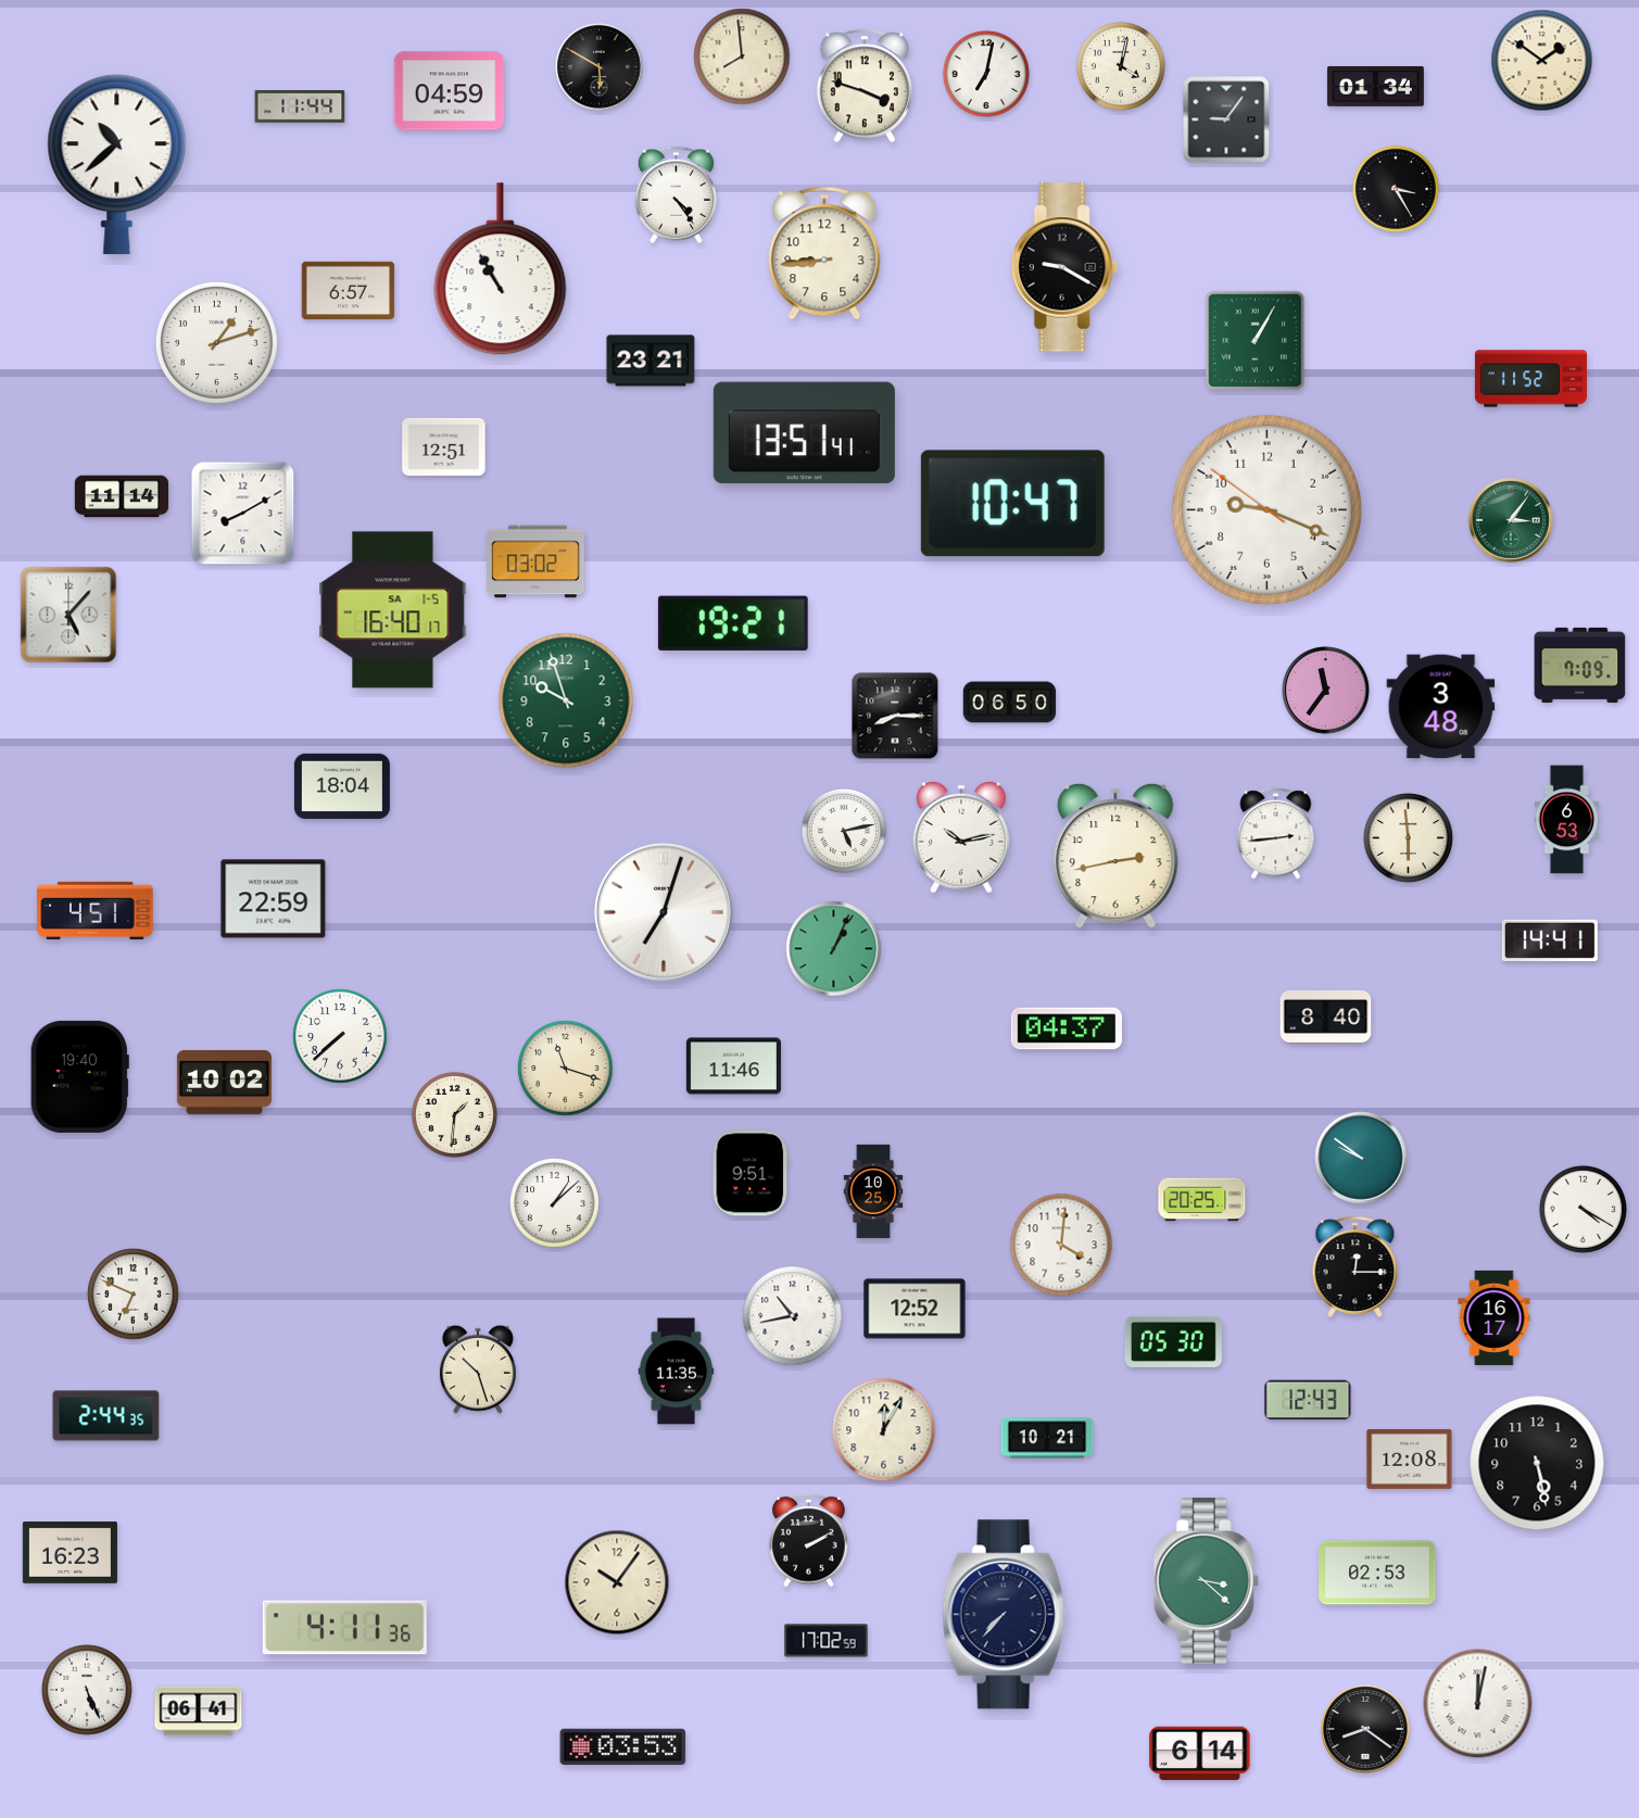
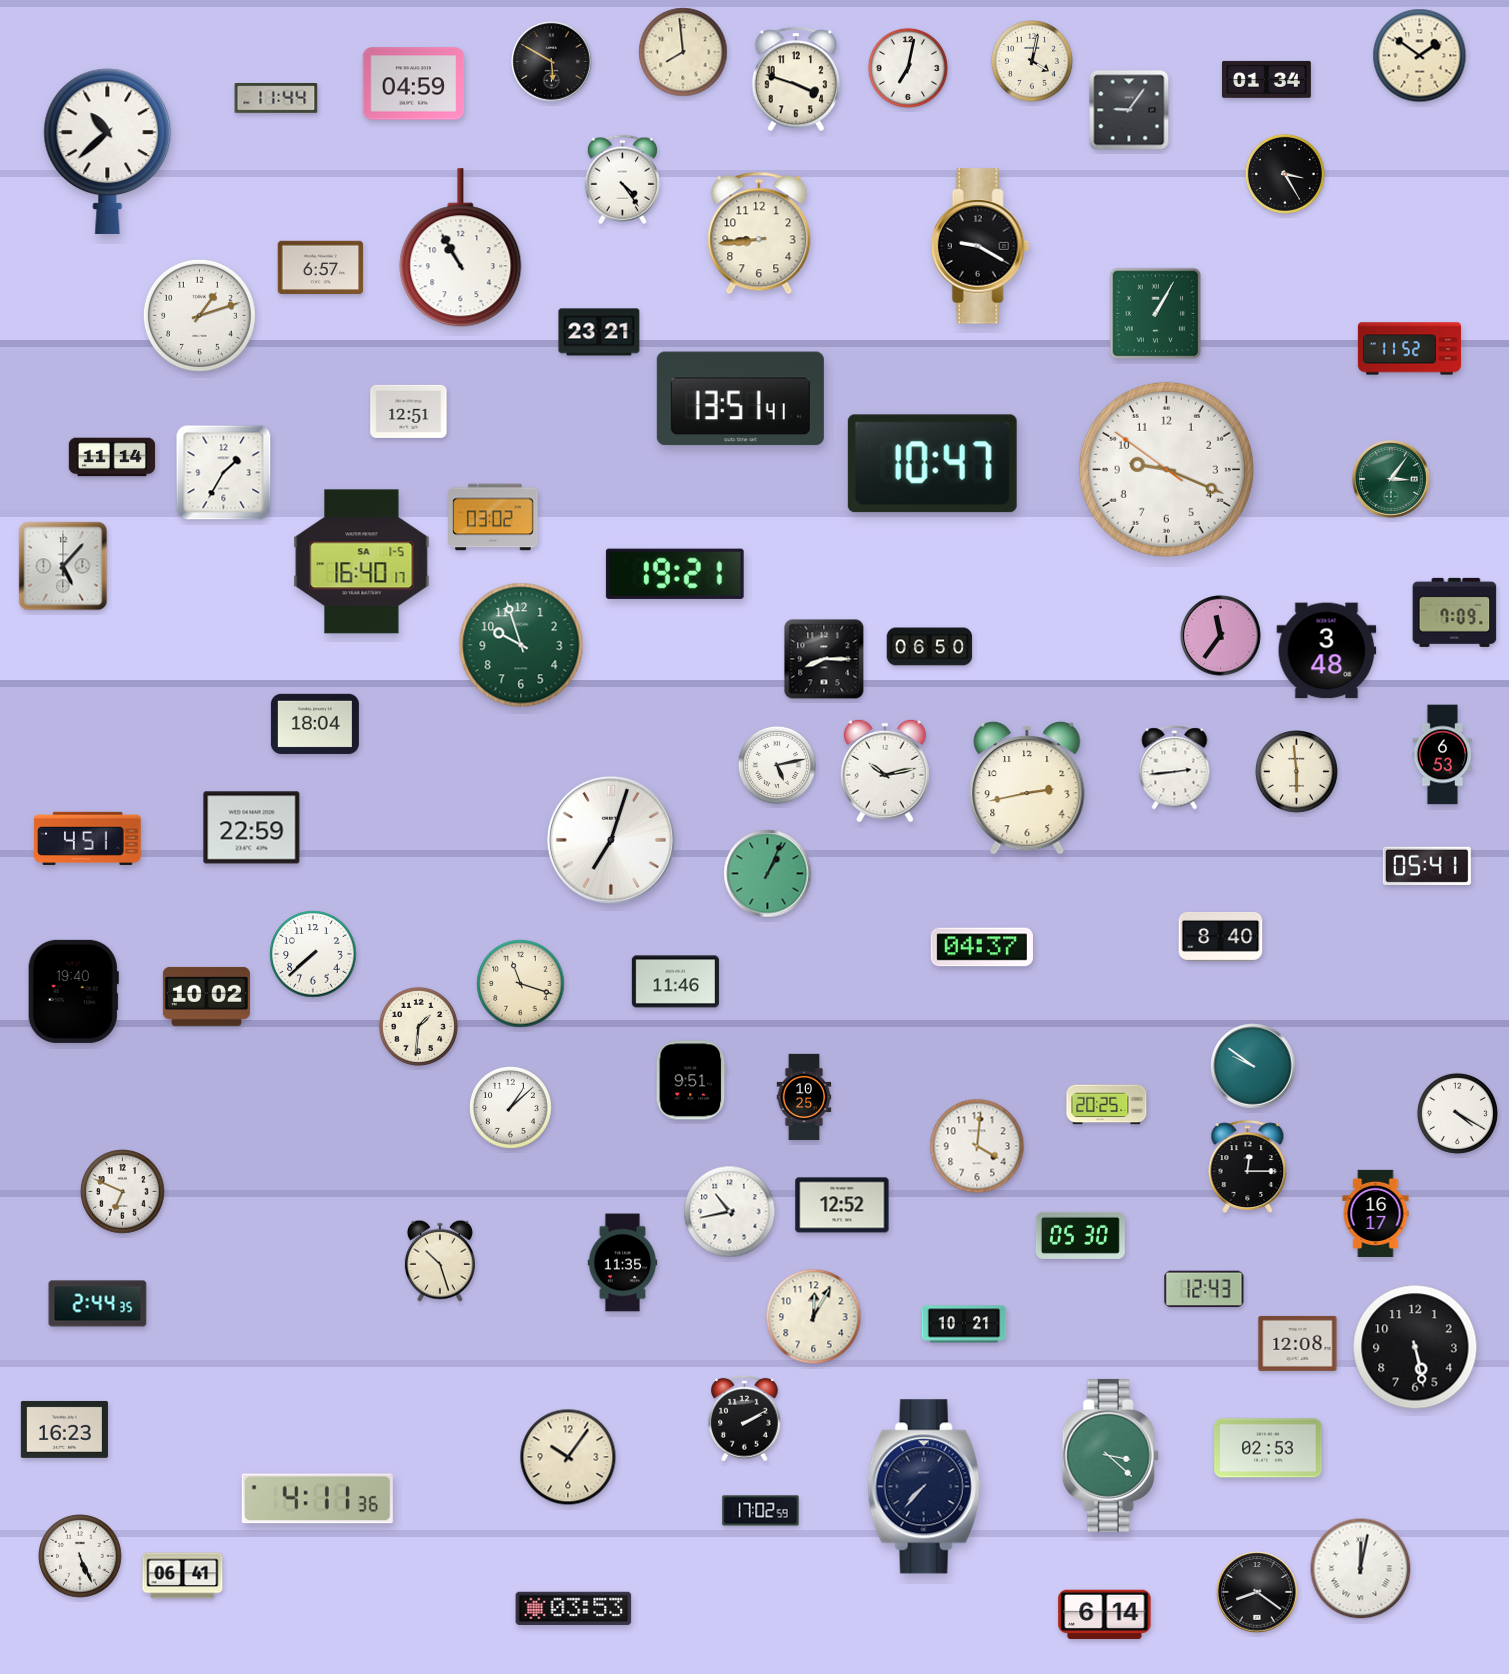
clock at (243, 514): 8:10 -> 1:35
clock at (1550, 940): 14:41 -> 05:41
